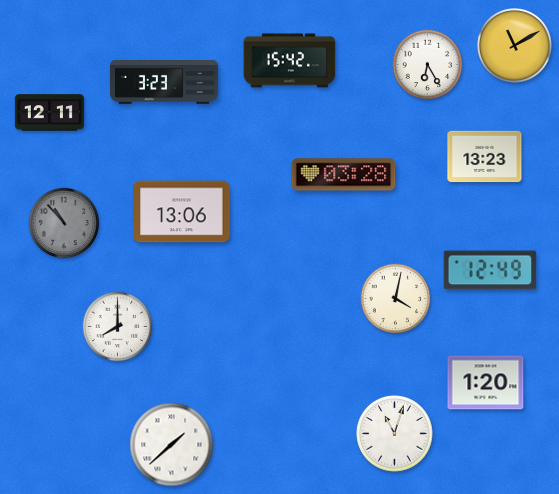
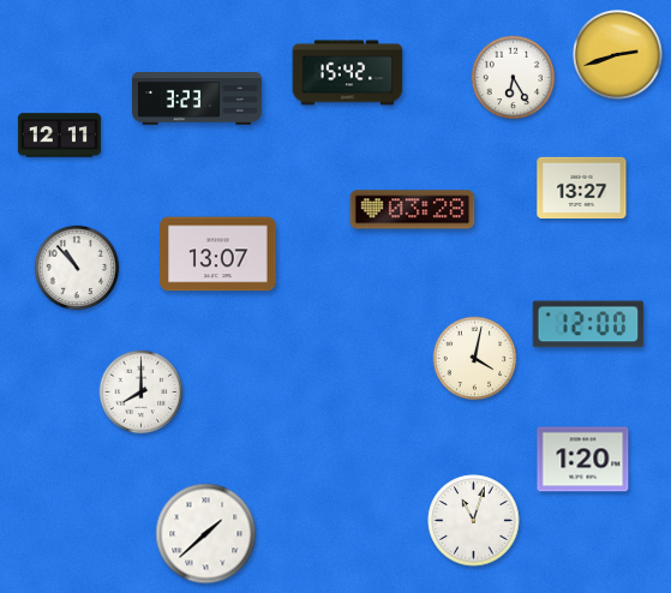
clock at (515, 46): 11:10 -> 2:42
clock at (485, 157): 13:23 -> 13:27
clock at (182, 212): 13:06 -> 13:07
clock at (64, 223) dial: grey -> white
clock at (490, 270): 12:49 -> 12:00
